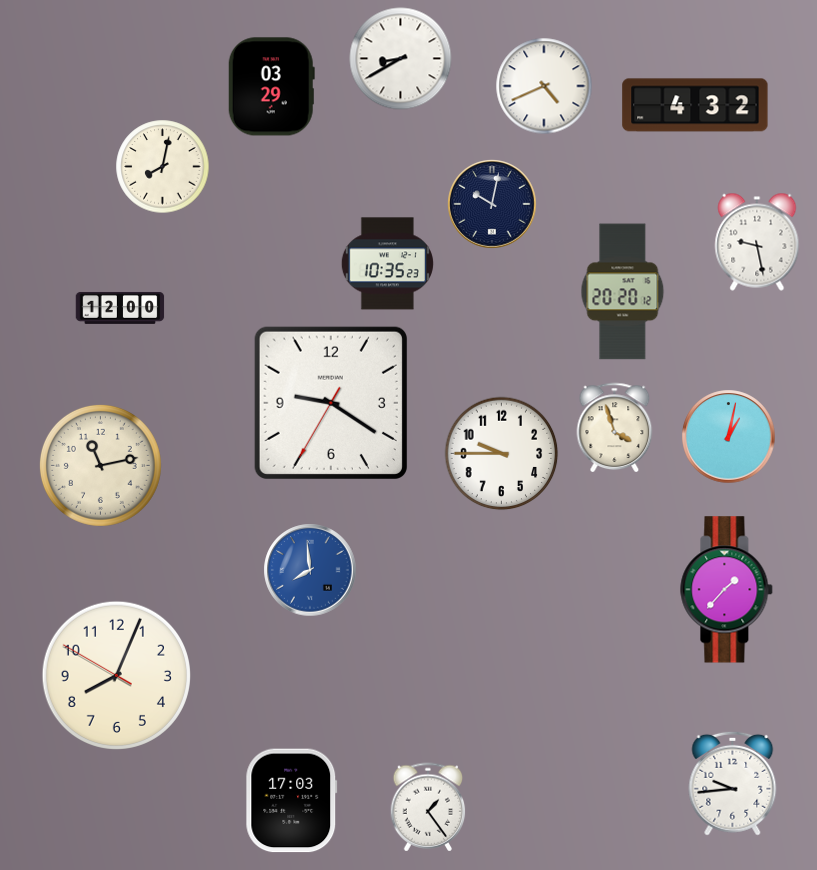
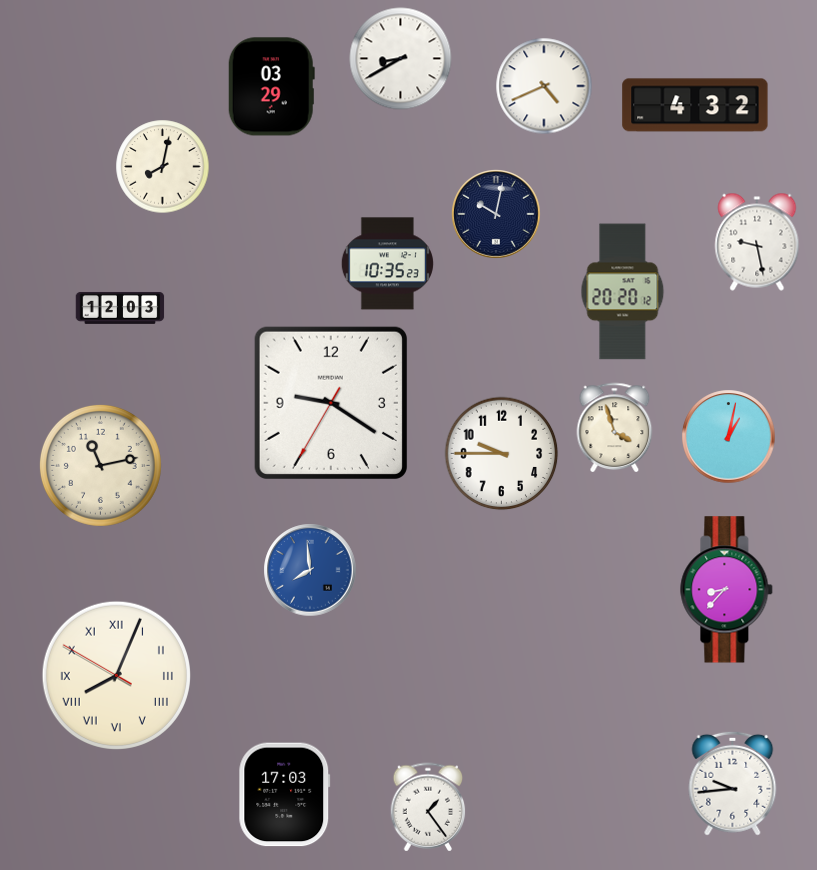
clock at (493, 205) position: (493, 205) -> (497, 215)
clock at (120, 308): 12:00 -> 12:03
clock at (727, 590): 1:37 -> 8:37
clock at (116, 675) numerals: Arabic -> Roman
clock at (292, 801) position: (292, 801) -> (285, 795)
